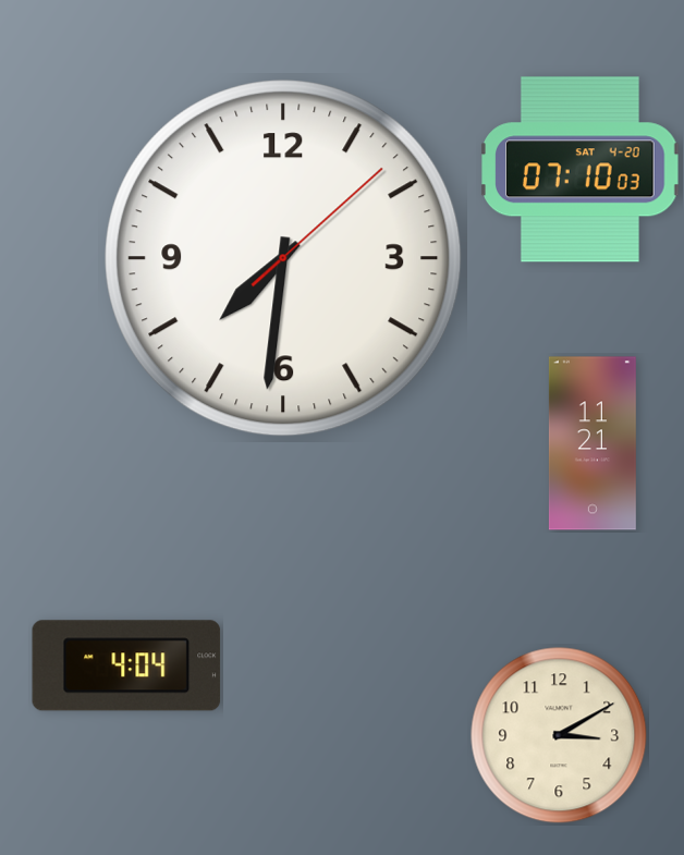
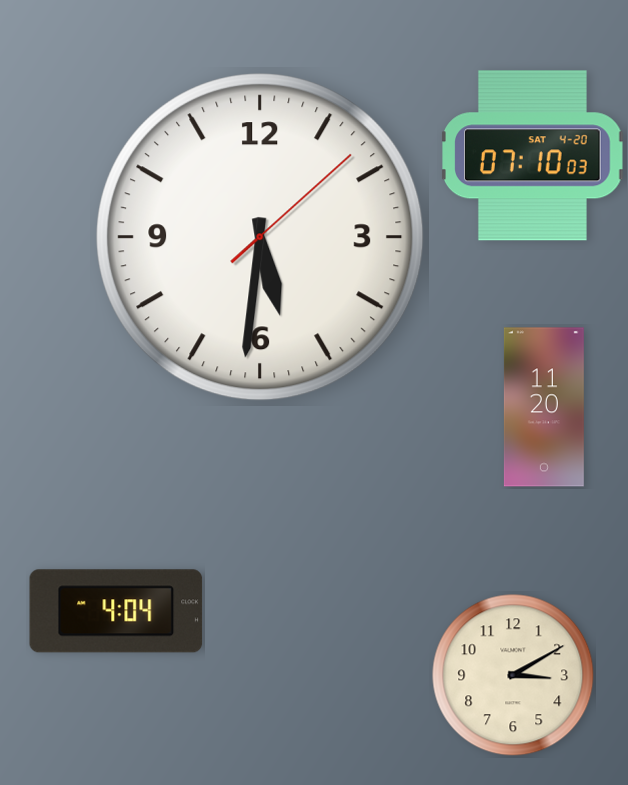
clock at (283, 258): 7:31 -> 5:31
clock at (593, 443): 11:21 -> 11:20
